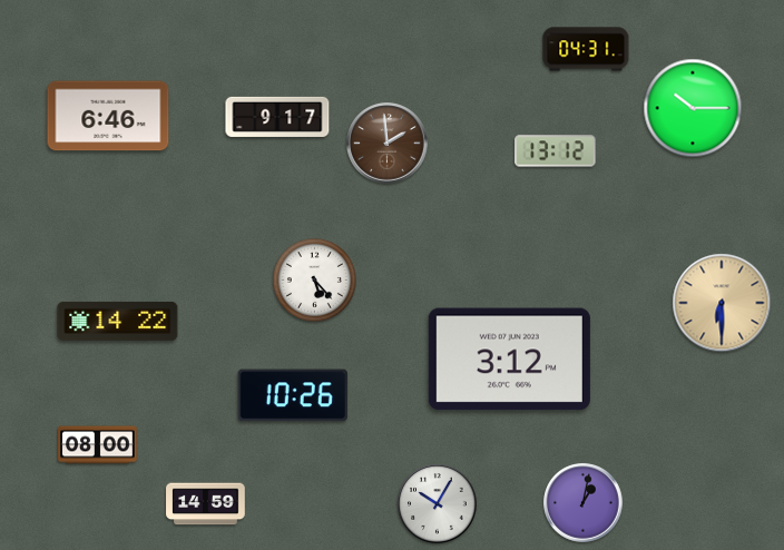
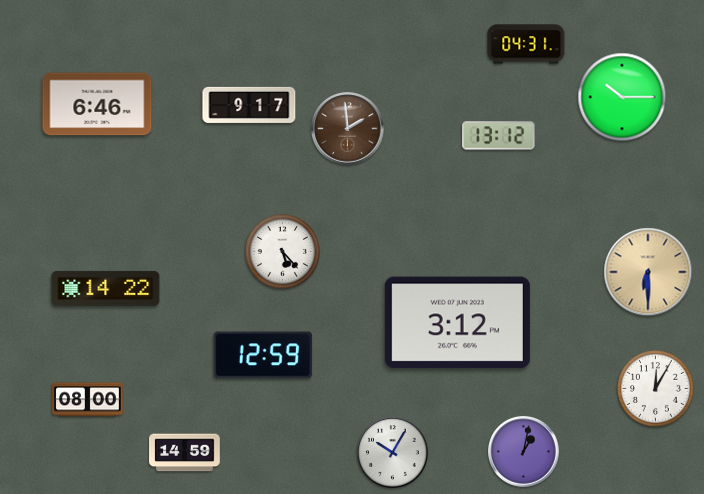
clock at (293, 395): 10:26 -> 12:59
clock at (656, 389): none -> 12:05
